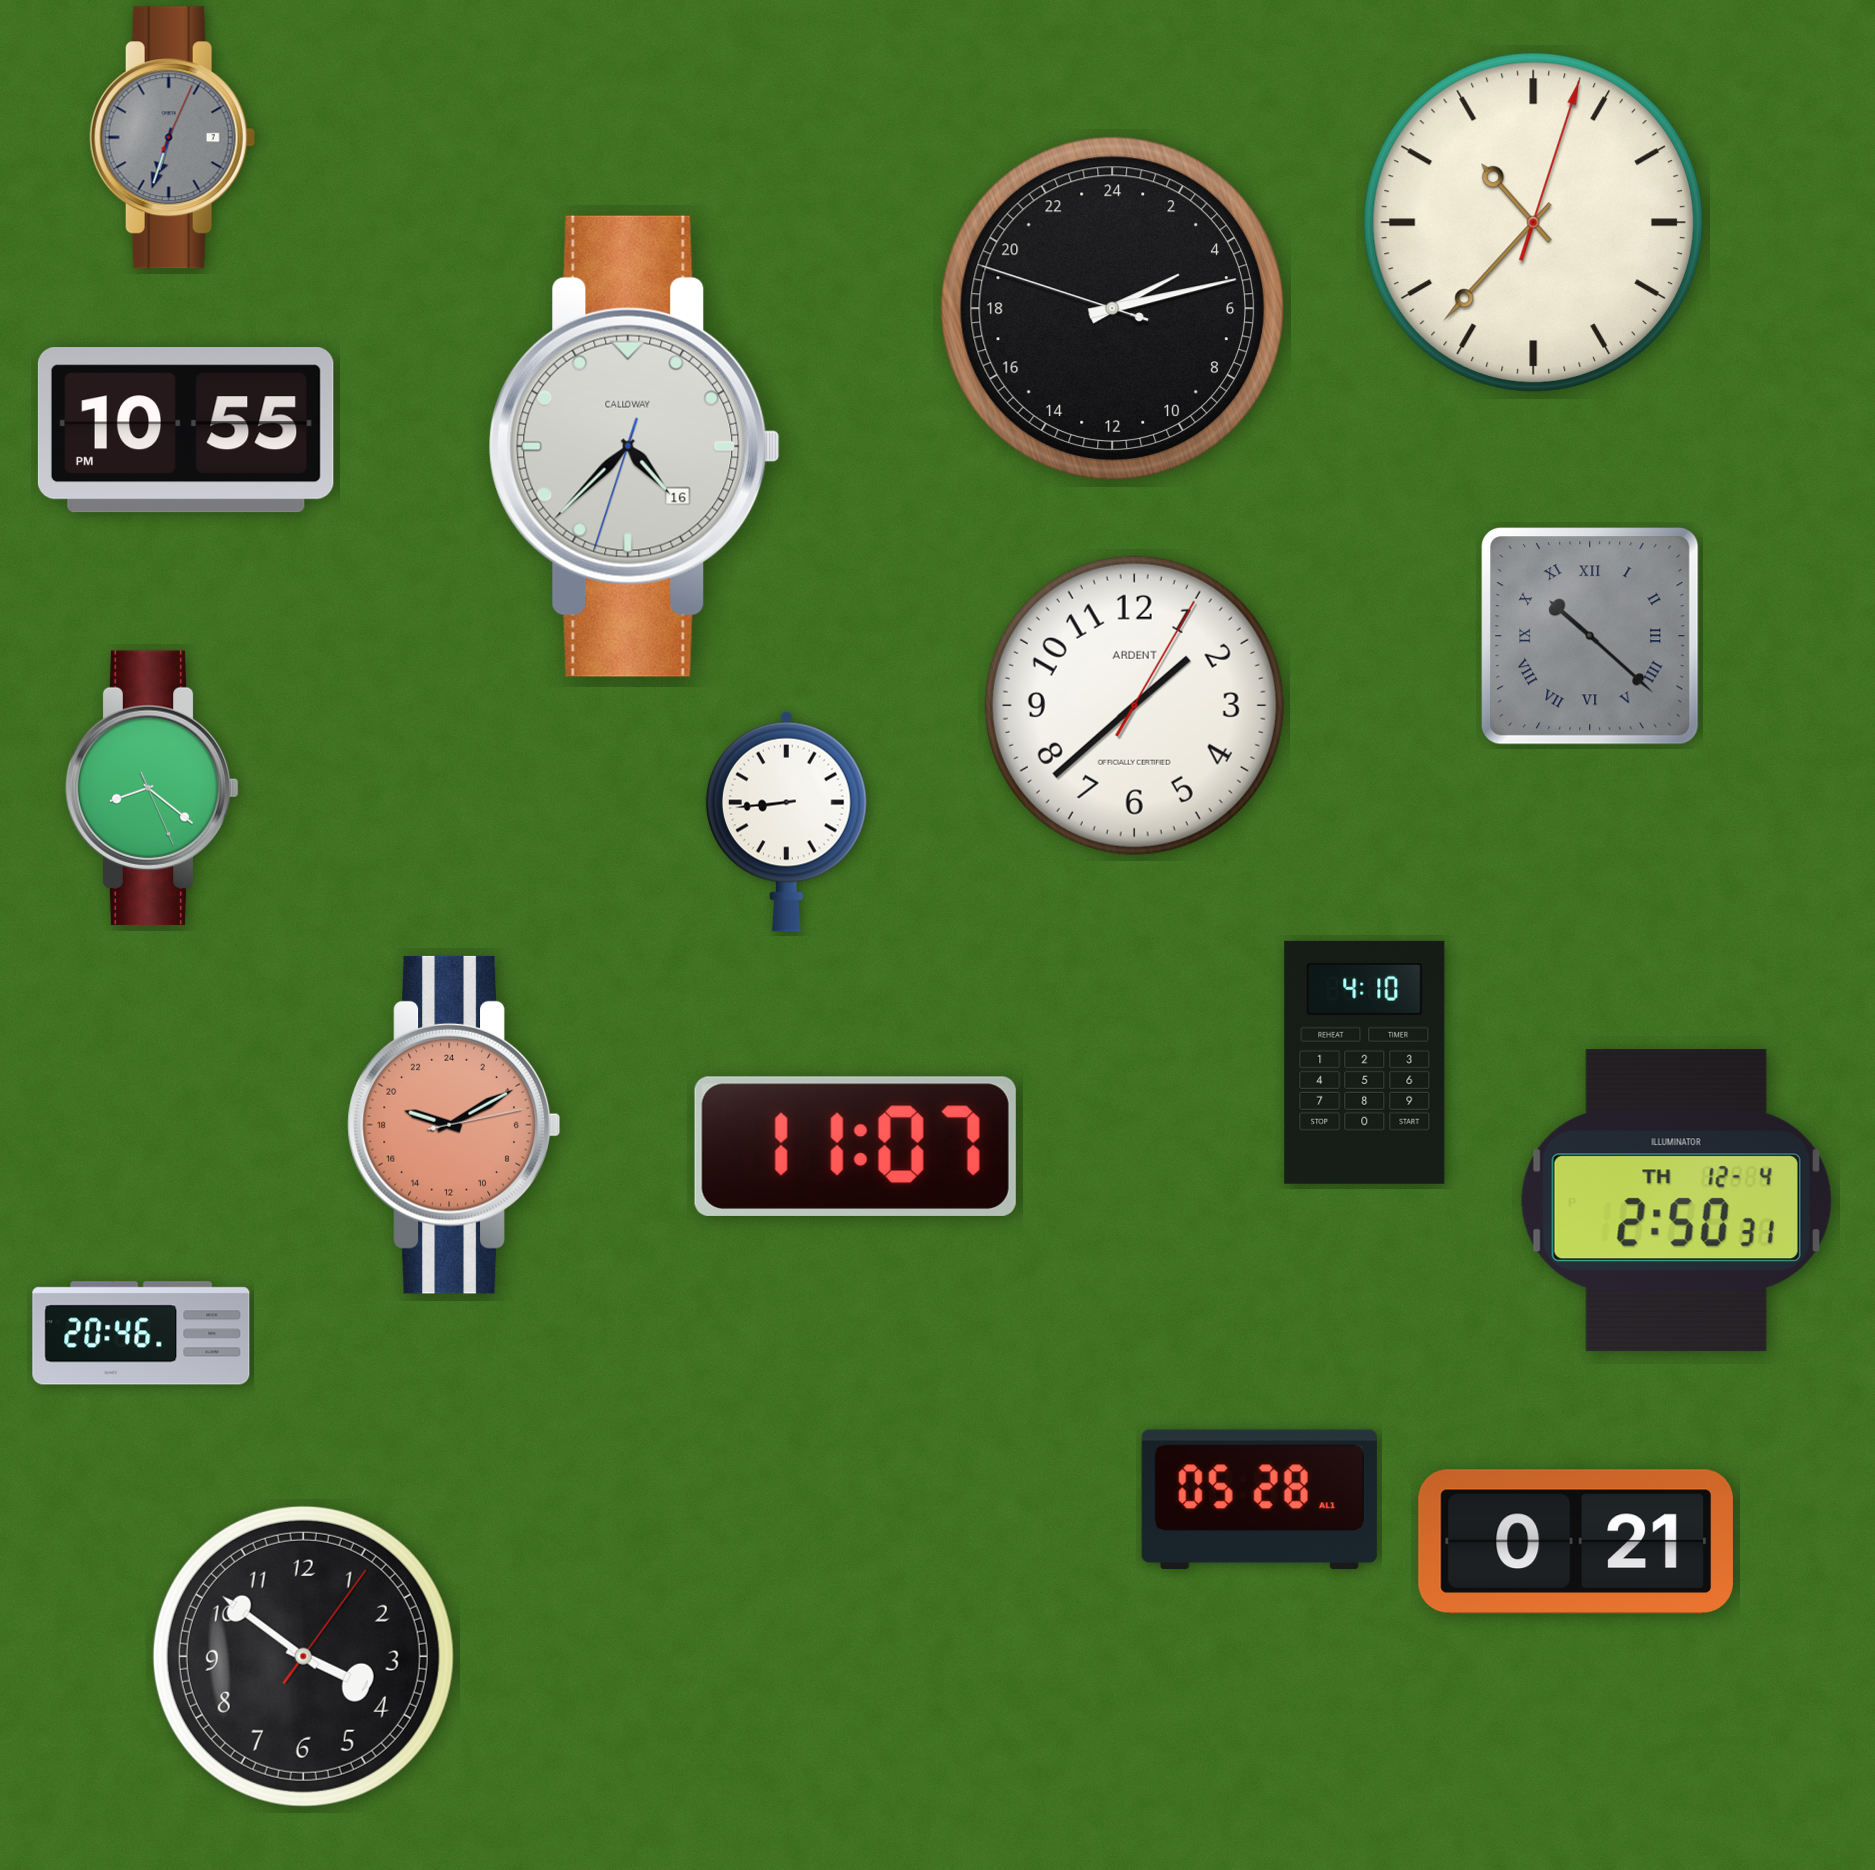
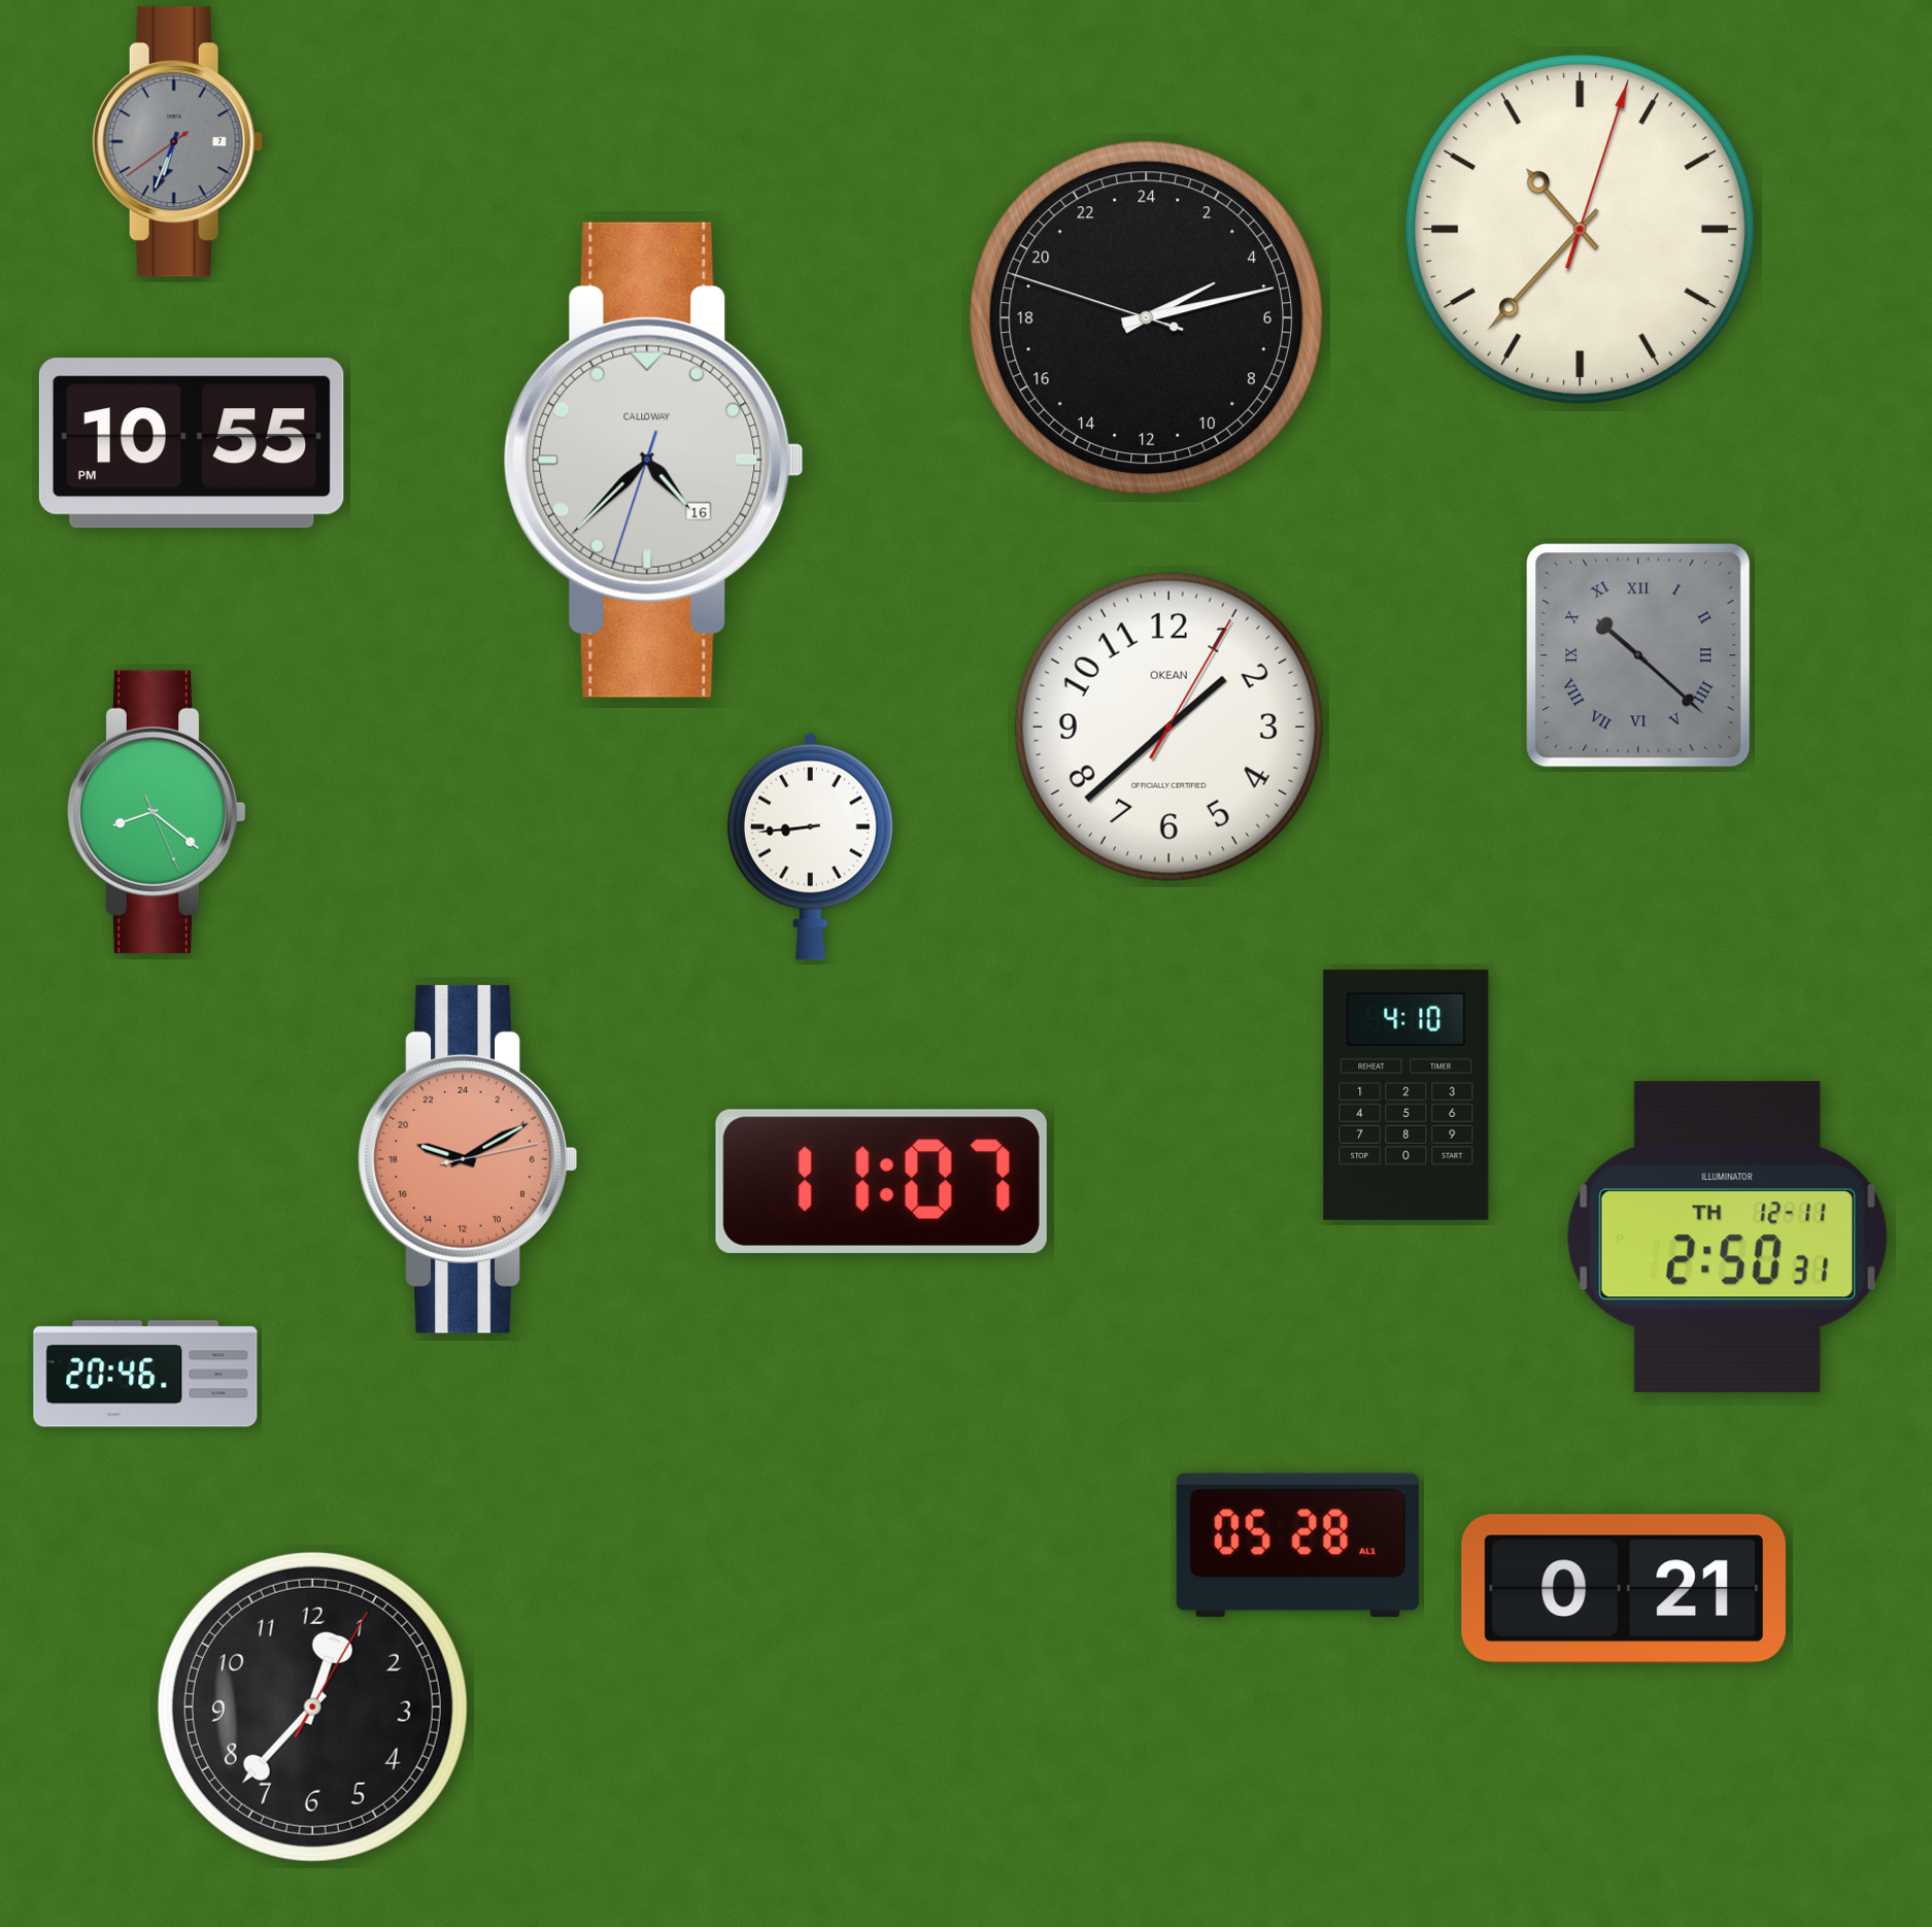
clock at (172, 138): 6:33:04 -> 6:33:39
clock at (1134, 705) brand: ARDENT -> OKEAN
clock at (1676, 1201) date: TH 12-4 -> TH 12-11
clock at (303, 1656): 3:51 -> 12:37
